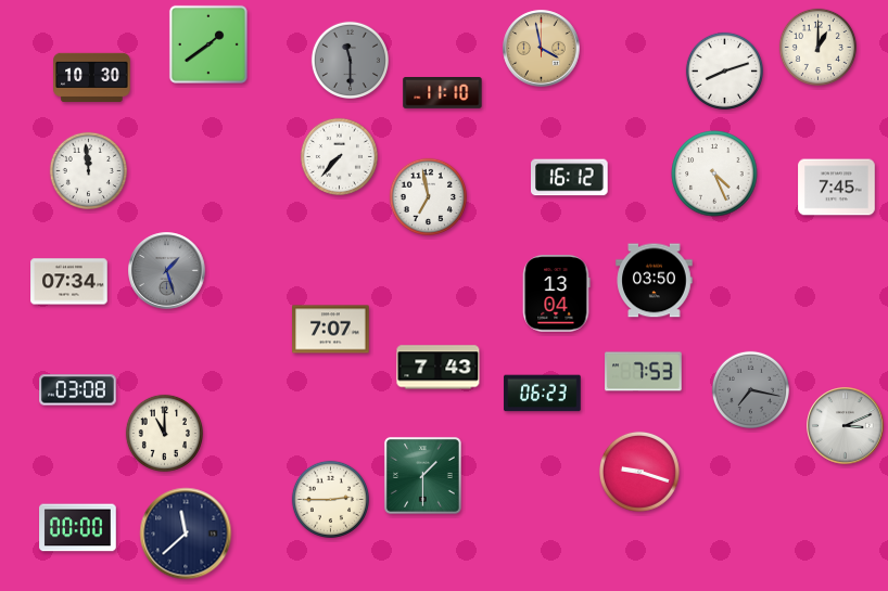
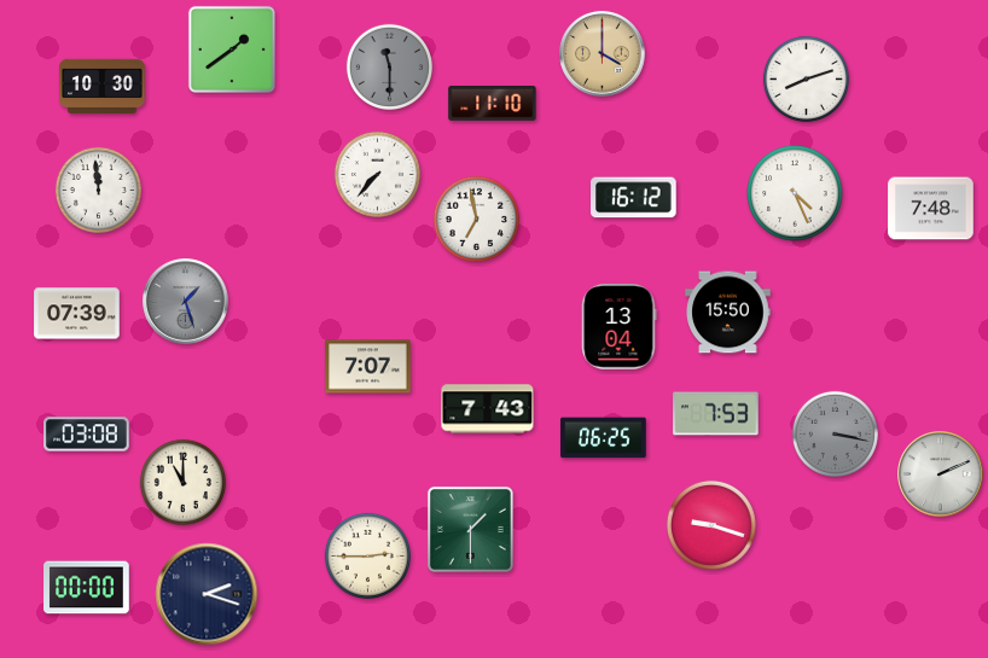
clock at (817, 47): 1:00 -> none
clock at (542, 49): 3:58 -> 4:00
clock at (837, 188): 7:45 -> 7:48
clock at (655, 281): 03:50 -> 15:50
clock at (69, 282): 07:34 -> 07:39
clock at (750, 389): 7:17 -> 3:17
clock at (543, 394): 06:23 -> 06:25
clock at (846, 426): 3:11 -> 2:11
clock at (186, 534): 11:38 -> 2:18
